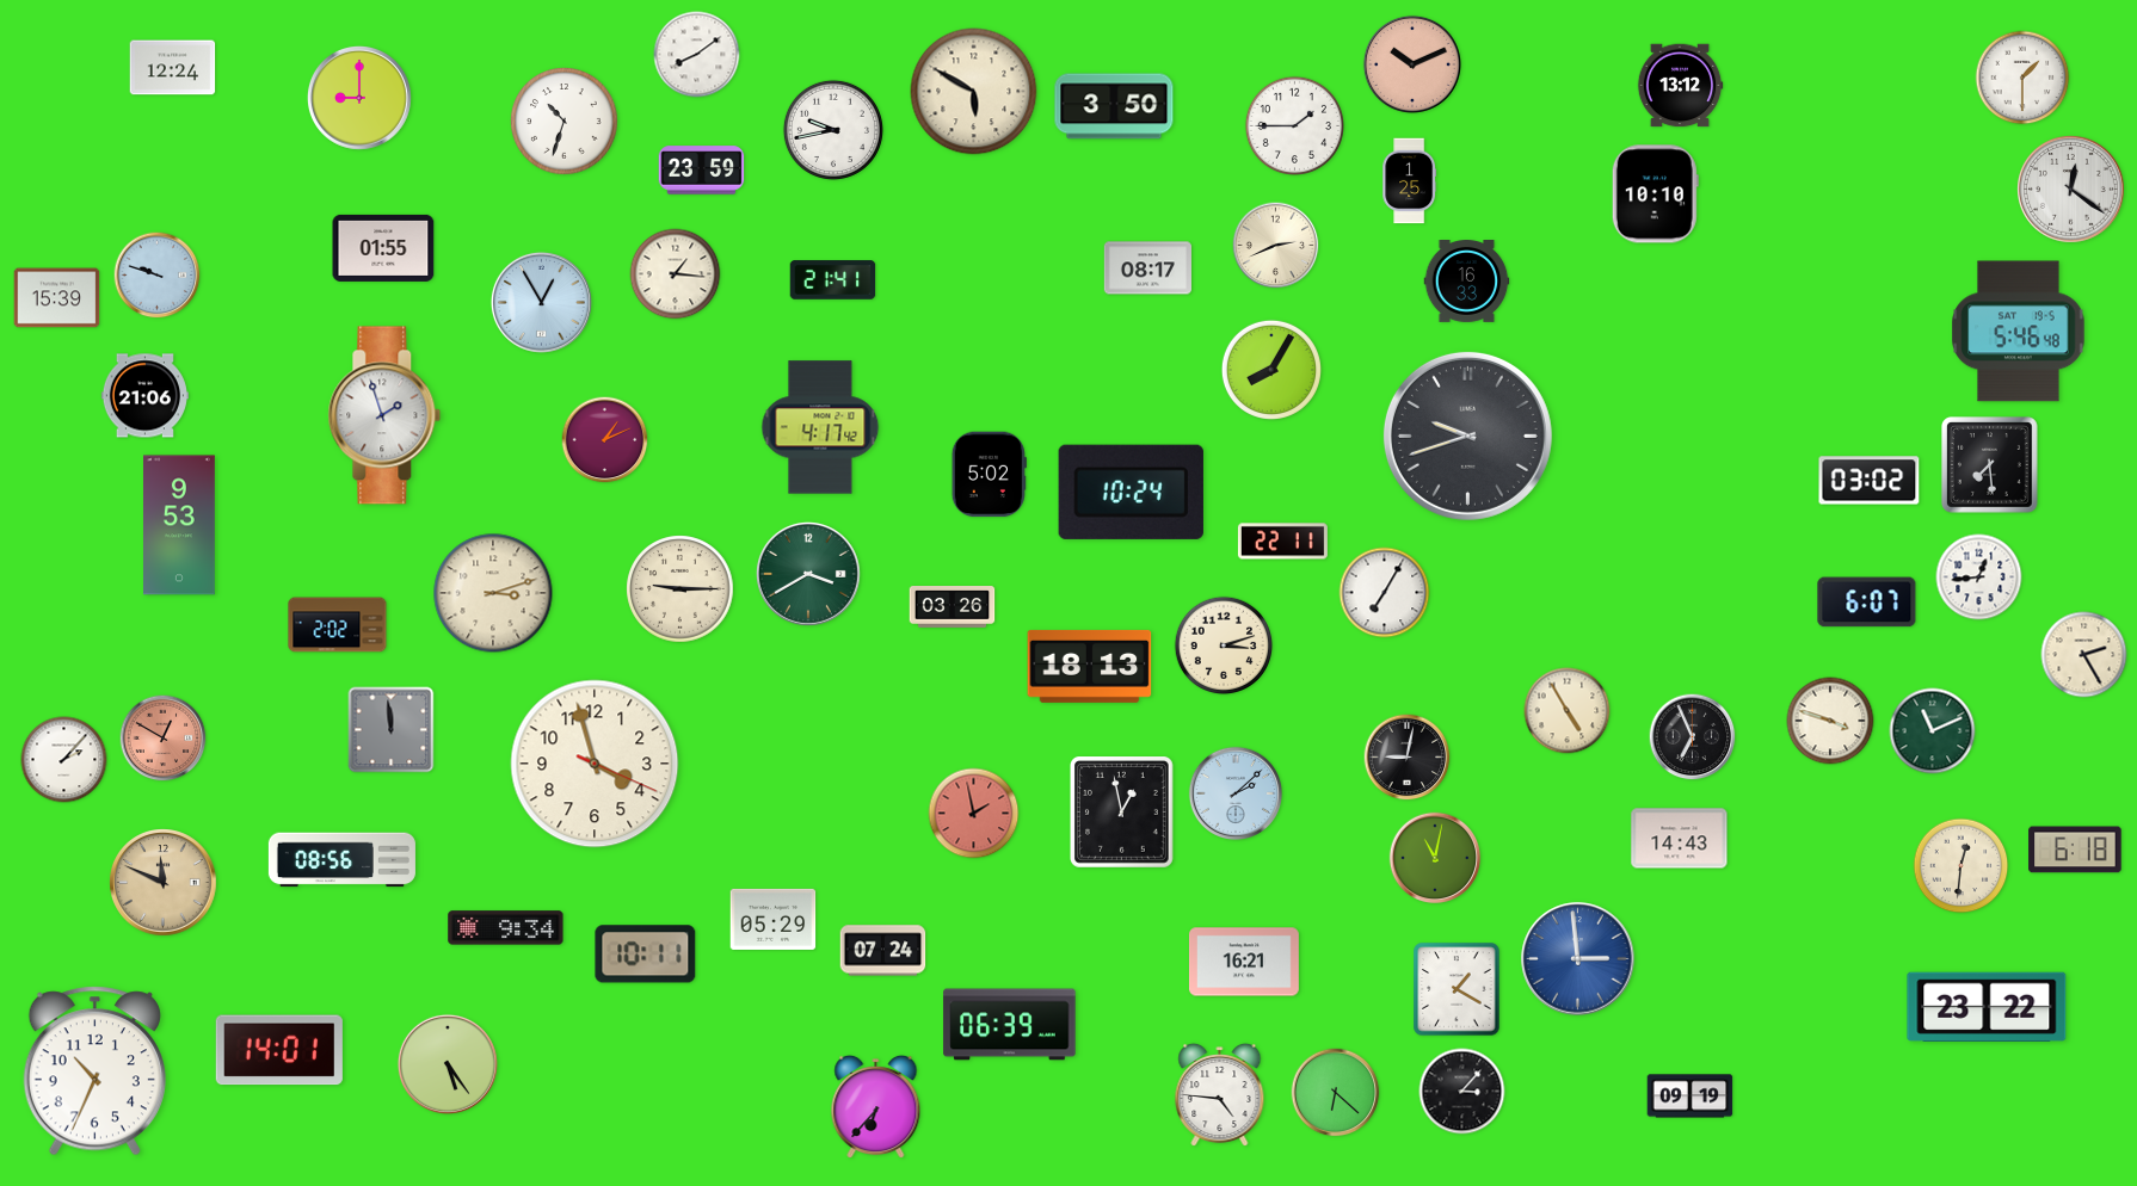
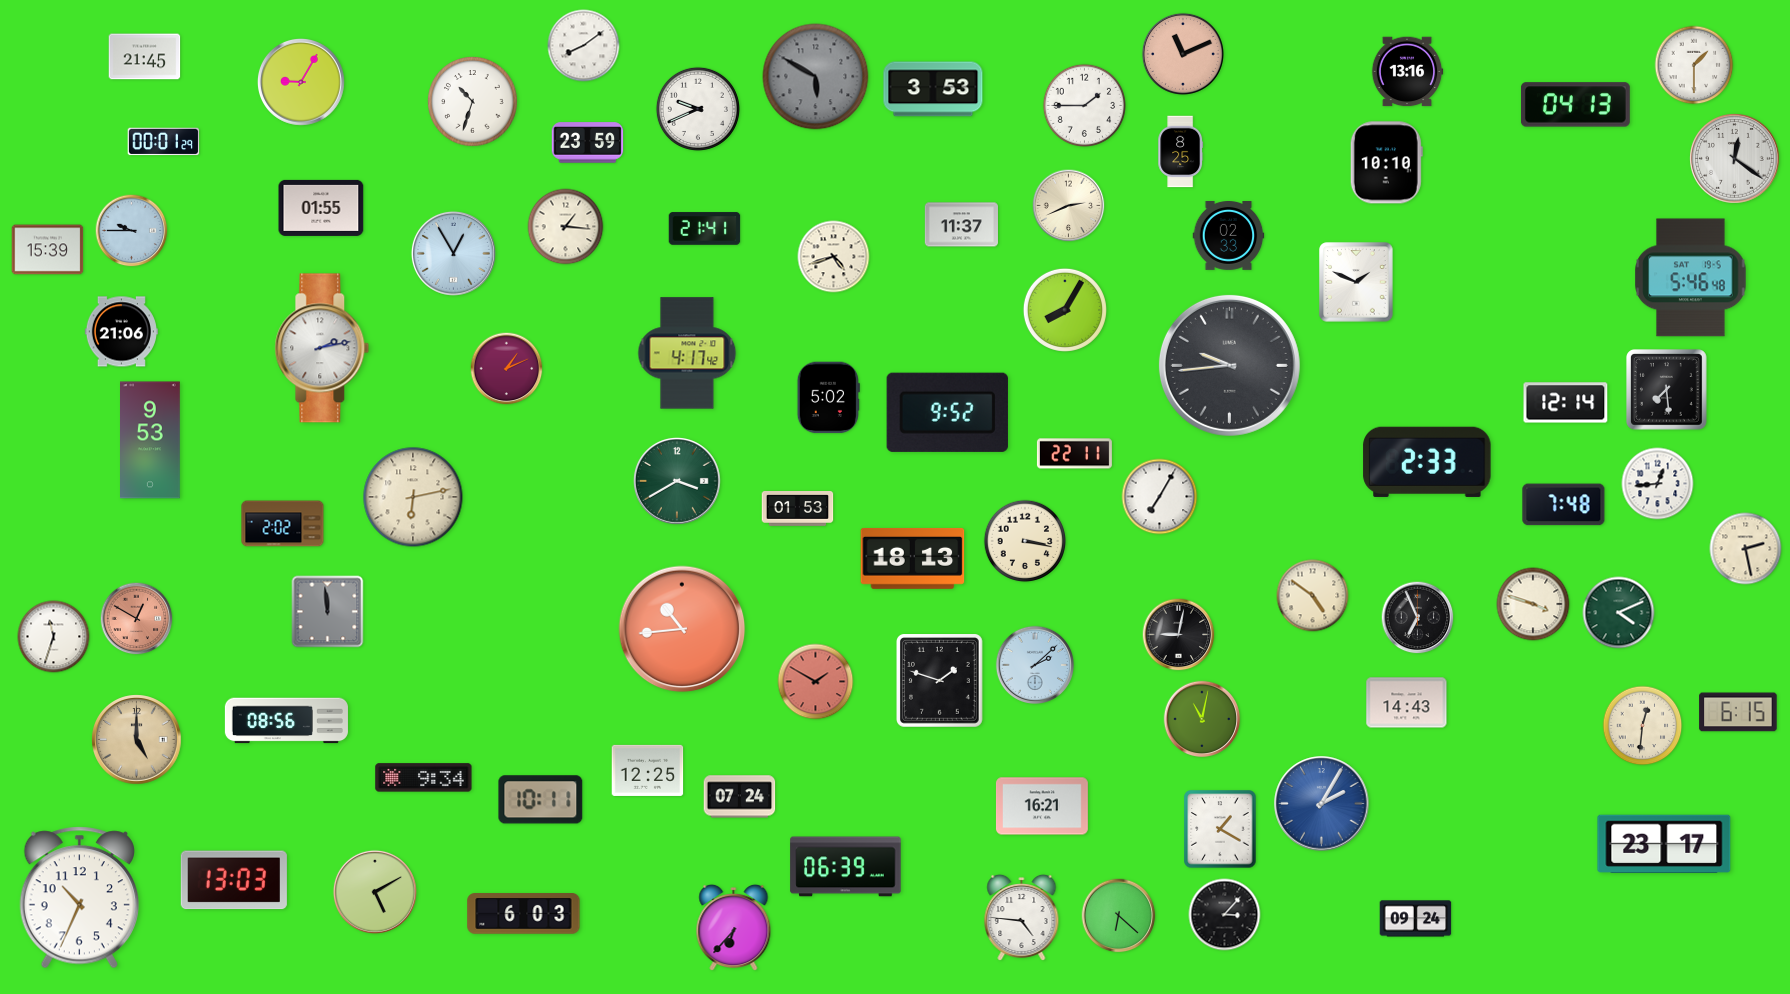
clock at (1412, 64): 10:11 -> 11:11
clock at (173, 68): 12:24 -> 21:45
clock at (1680, 86): 13:12 -> 13:16
clock at (974, 92) dial: cream -> grey
clock at (359, 98): 9:00 -> 9:05
clock at (1114, 106): 3:50 -> 3:53
clock at (1575, 105): none -> 04:13
clock at (833, 130): 9:43 -> 9:41
clock at (164, 142): none -> 00:01
clock at (1409, 181): 1:25 -> 8:25
clock at (1147, 268): 08:17 -> 11:37
clock at (676, 274) position: (676, 274) -> (566, 227)
clock at (158, 276): 9:48 -> 9:45
clock at (833, 280) position: (833, 280) -> (705, 229)
clock at (1467, 282): 16:33 -> 02:33
clock at (834, 257): none -> 4:42
clock at (1356, 282): none -> 1:49
clock at (384, 415): 1:57 -> 2:13
clock at (820, 427) position: (820, 427) -> (687, 353)
clock at (1467, 436): 9:42 -> 9:44
clock at (1870, 481): 03:02 -> 12:14
clock at (1131, 492): 10:24 -> 9:52
clock at (1427, 462): none -> 2:33
clock at (680, 589): 9:15 -> none
clock at (493, 593): 3:12 -> 6:13
clock at (1867, 603): 6:07 -> 7:48
clock at (953, 607): 03:26 -> 01:53
clock at (1224, 645): 3:12 -> 3:17
clock at (2084, 655): 2:25 -> 2:28
clock at (1568, 711): 4:55 -> 4:51
clock at (1933, 731): 11:11 -> 4:11
clock at (682, 629): none -> 10:44
clock at (64, 760): 2:07 -> 11:33
clock at (595, 764): 3:57 -> none
clock at (1122, 813): 12:58 -> 1:48
clock at (974, 814): 1:58 -> 1:50
clock at (2075, 850): 6:18 -> 6:15
clock at (164, 883): 11:49 -> 5:00
clock at (774, 919): 05:29 -> 12:25
clock at (1578, 959): 2:59 -> 2:05
clock at (1987, 1007): 23:22 -> 23:17
clock at (1010, 1025) position: (1010, 1025) -> (846, 867)
clock at (279, 1050): 14:01 -> 13:03
clock at (448, 1064): 5:24 -> 5:10
clock at (524, 914): none -> 6:03
clock at (1690, 1097): 09:19 -> 09:24
